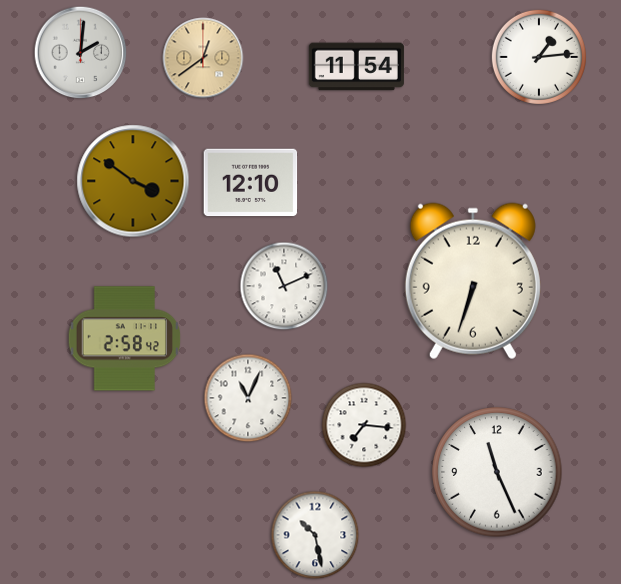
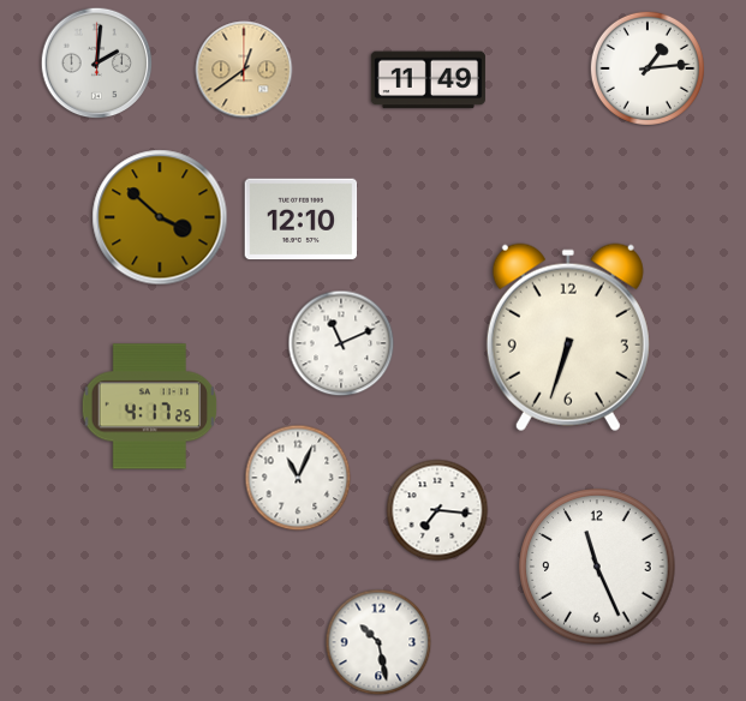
clock at (356, 67): 11:54 -> 11:49
clock at (133, 181): 3:51 -> 3:52
clock at (125, 339): 2:58 -> 4:17
